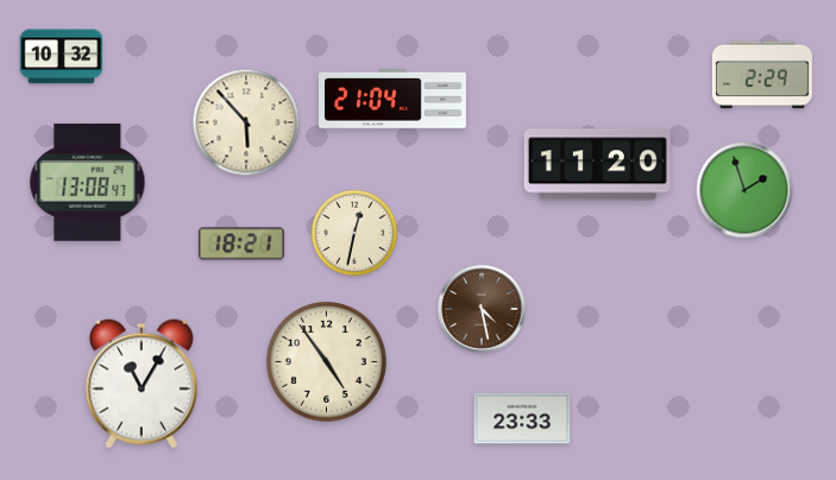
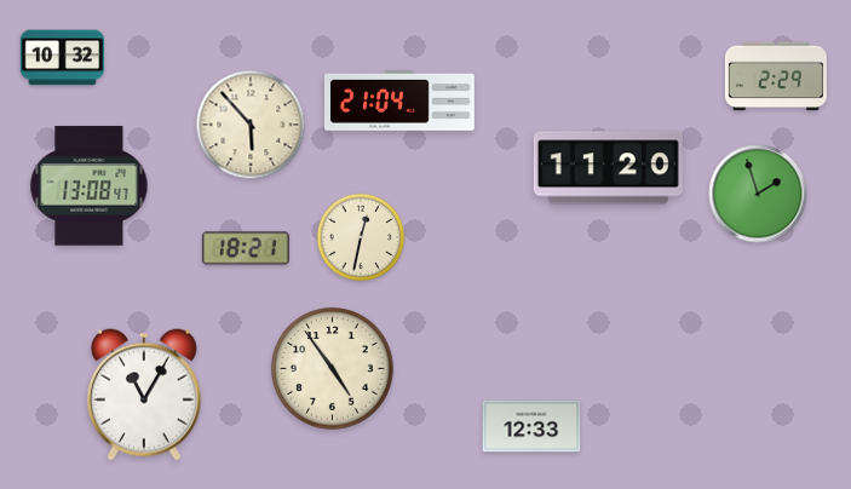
clock at (483, 310): 4:28 -> none
clock at (142, 384) position: (142, 384) -> (144, 395)
clock at (522, 418): 23:33 -> 12:33
